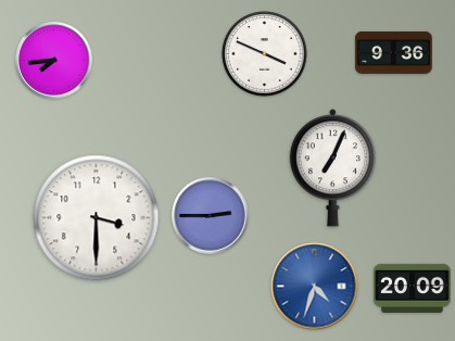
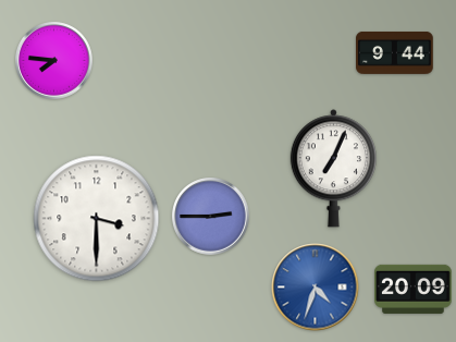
clock at (394, 52): 9:36 -> 9:44
clock at (265, 54): 3:49 -> none
clock at (54, 61): 7:44 -> 7:46
